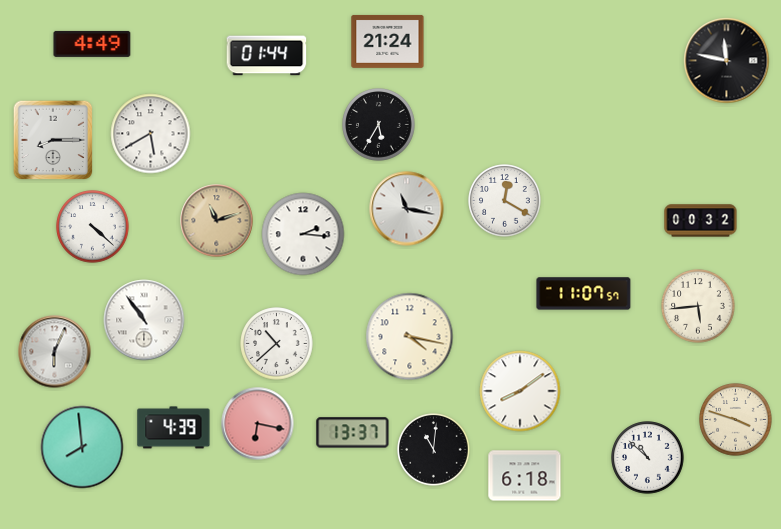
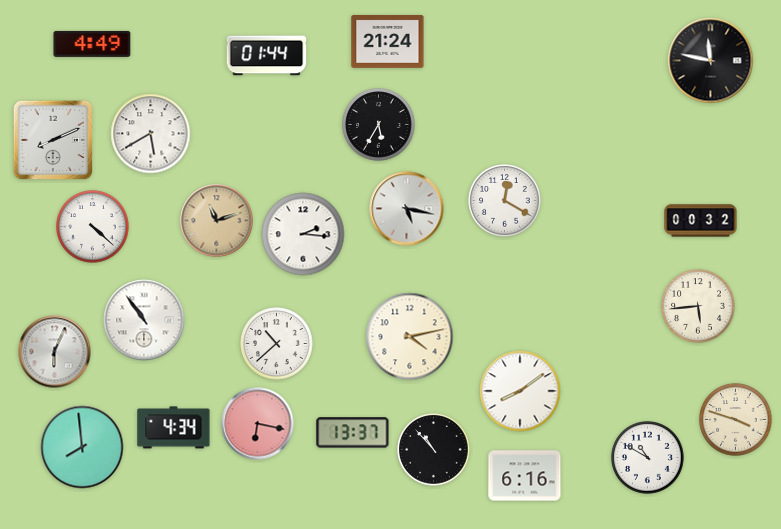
clock at (727, 61) position: (727, 61) -> (711, 61)
clock at (53, 140): 8:15 -> 8:11
clock at (407, 209): 11:17 -> 5:17
clock at (584, 294): 11:07 -> none
clock at (410, 337): 4:17 -> 4:13
clock at (174, 428): 4:39 -> 4:34
clock at (434, 450): 11:01 -> 10:53
clock at (648, 458): 10:52 -> 10:50
clock at (525, 476): 6:18 -> 6:16
